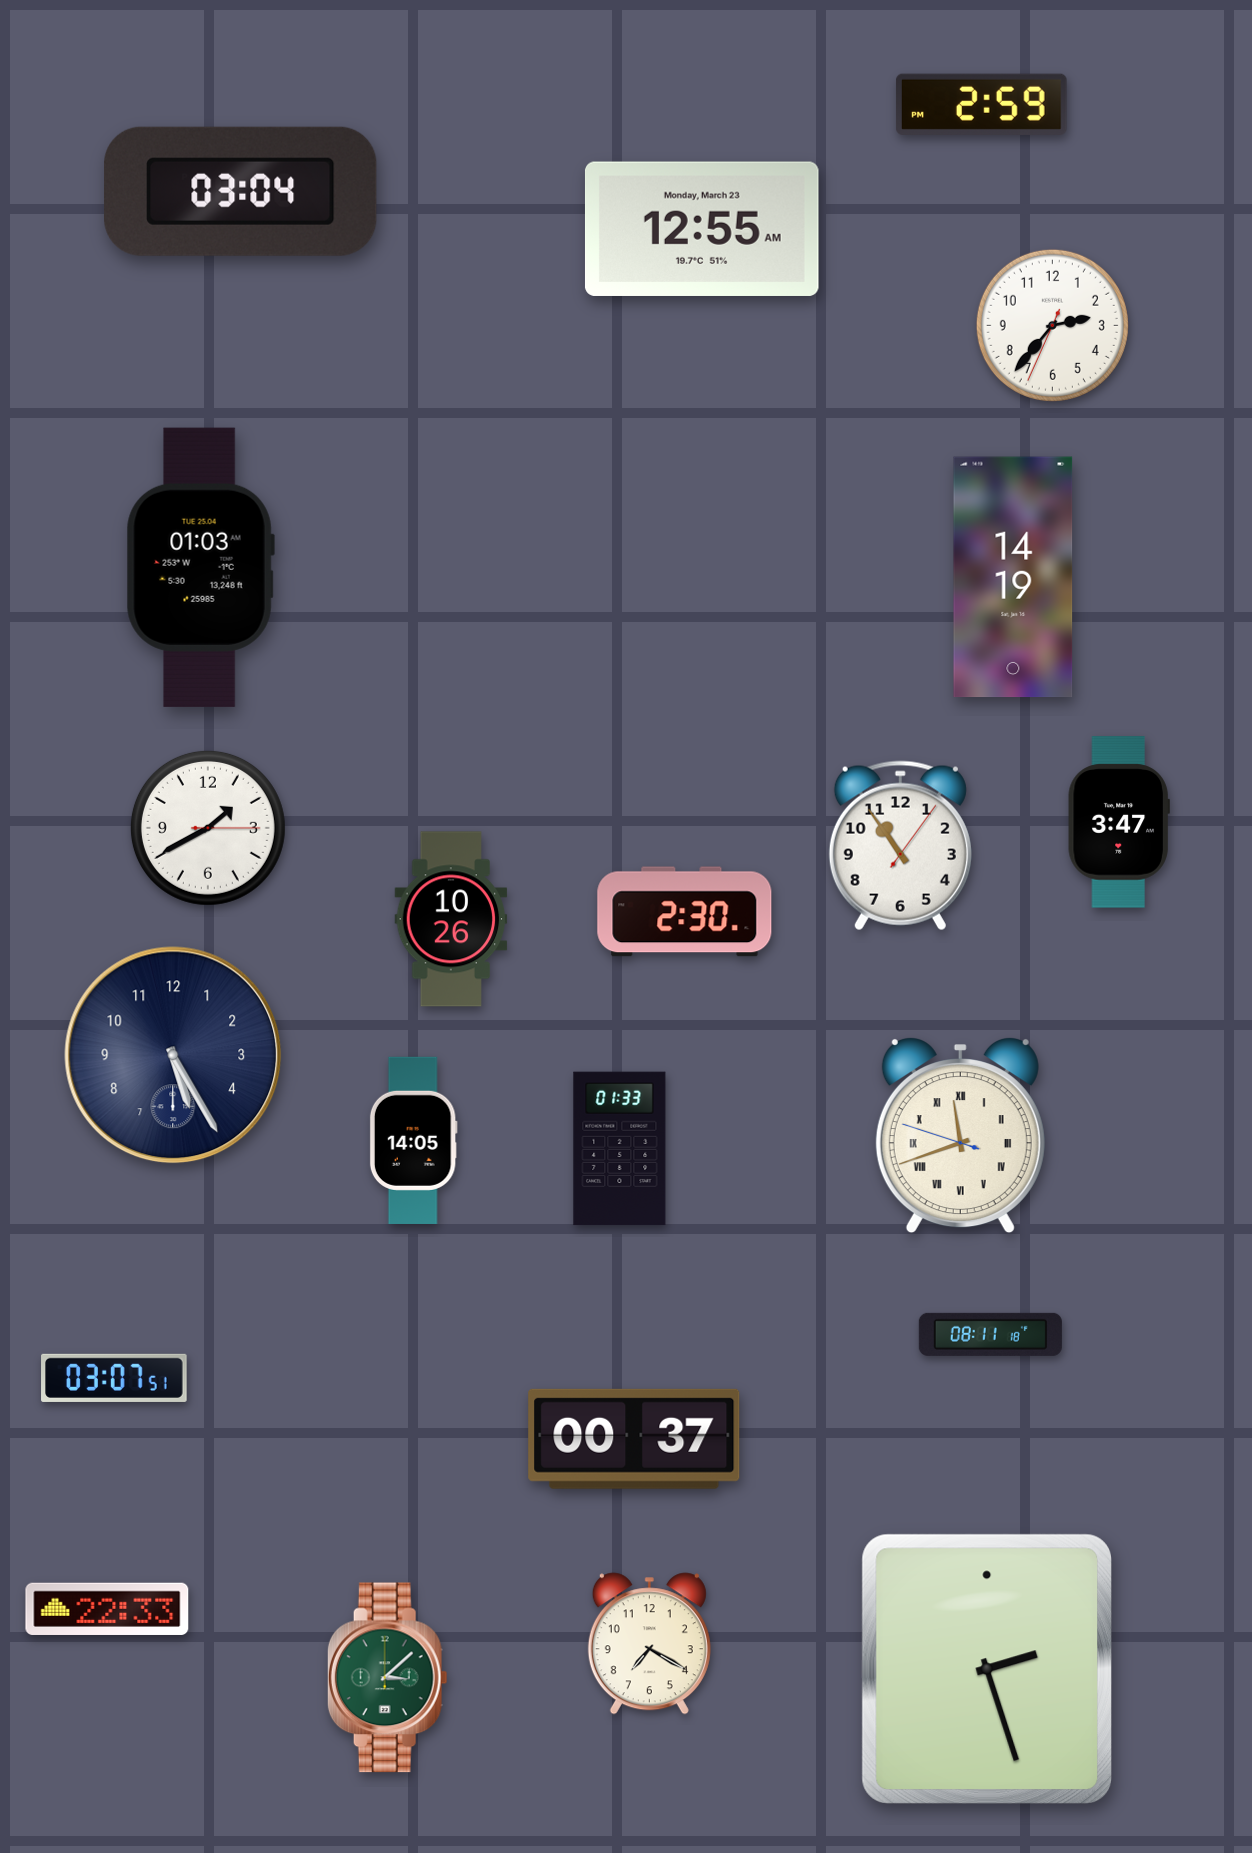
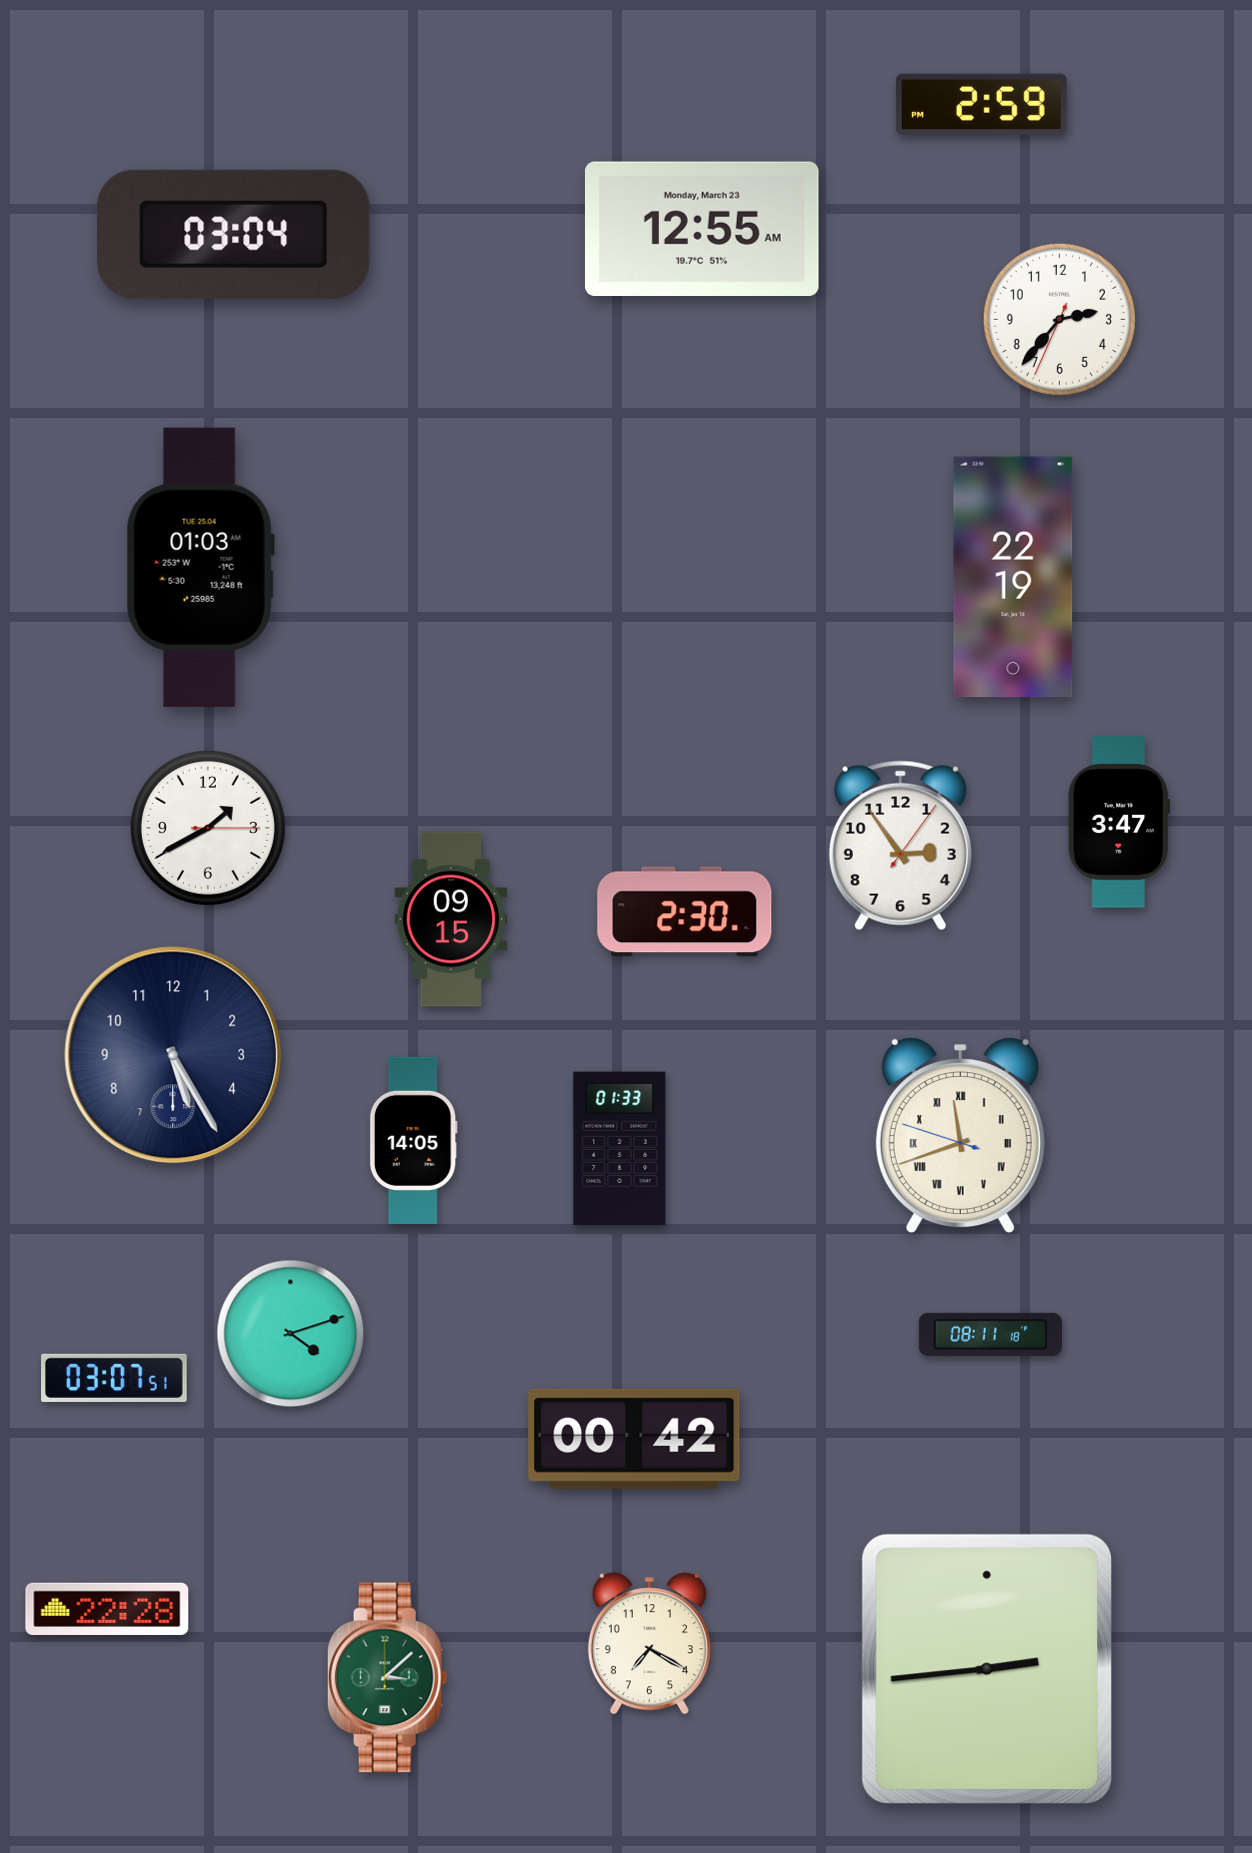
clock at (241, 191) position: (241, 191) -> (234, 234)
clock at (1052, 325) position: (1052, 325) -> (1059, 319)
clock at (1013, 577): 14:19 -> 22:19
clock at (900, 846): 10:54 -> 2:54
clock at (451, 919): 10:26 -> 09:15
clock at (291, 1334): none -> 4:12
clock at (634, 1439): 00:37 -> 00:42
clock at (107, 1609): 22:33 -> 22:28
clock at (986, 1669): 2:27 -> 2:44
